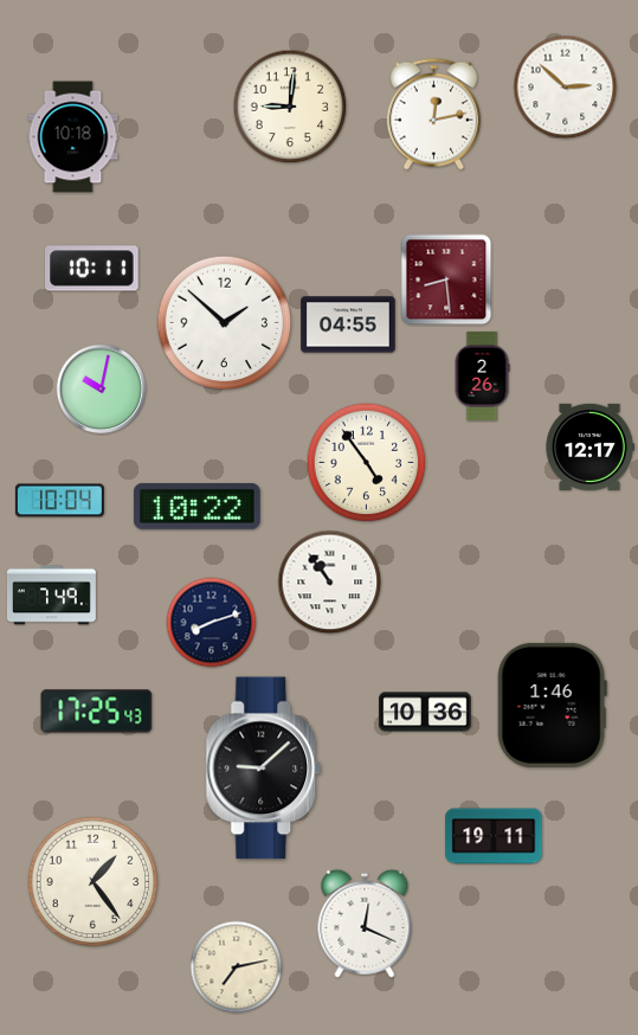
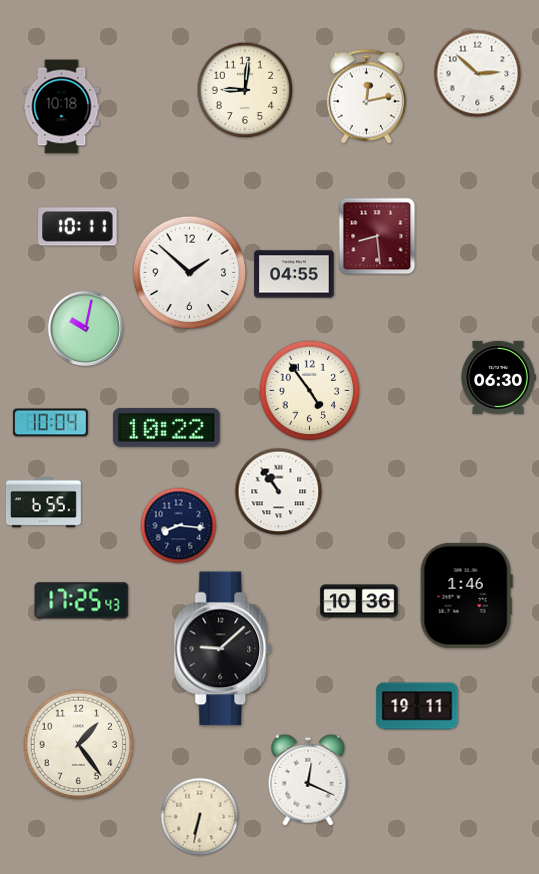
clock at (73, 137) position: (73, 137) -> (62, 107)
clock at (482, 375): 2:26 -> none
clock at (589, 446): 12:17 -> 06:30
clock at (51, 596): 7:49 -> 6:55
clock at (212, 623): 8:12 -> 8:16
clock at (237, 967): 7:13 -> 6:32
